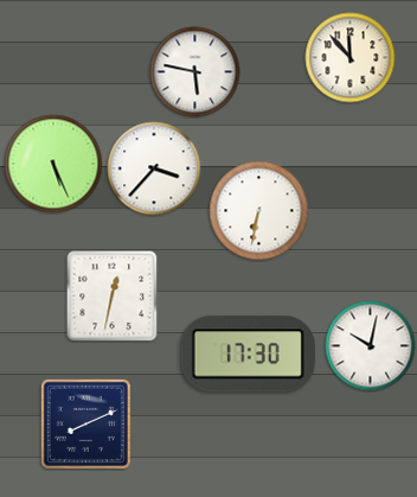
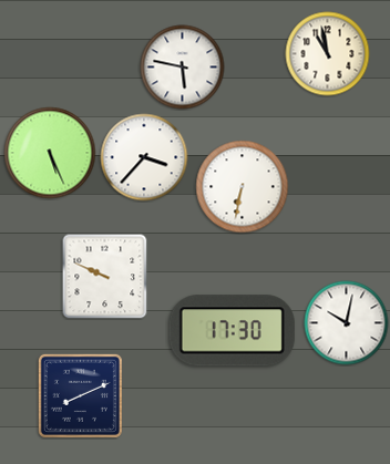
clock at (351, 58): 11:53 -> 10:58
clock at (259, 211) position: (259, 211) -> (243, 187)
clock at (113, 297): 12:32 -> 9:49
